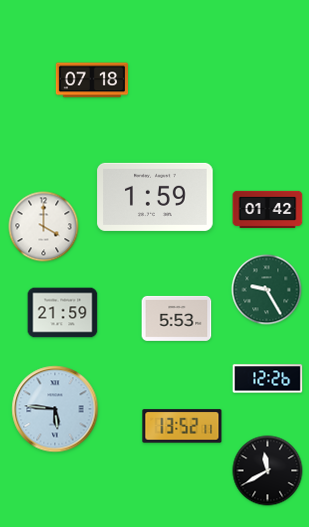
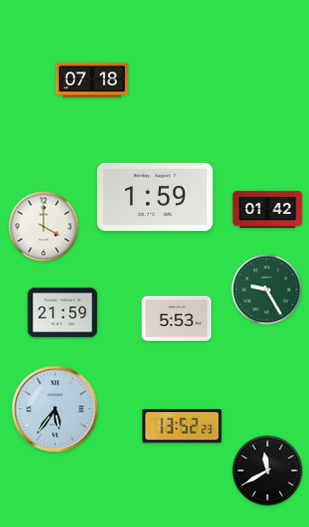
clock at (268, 379): 12:26 -> none
clock at (55, 409): 5:46 -> 5:36
clock at (182, 426): 13:52:11 -> 13:52:23
